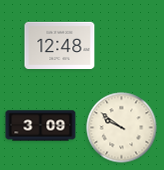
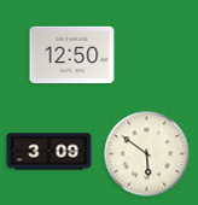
clock at (60, 45): 12:48 -> 12:50
clock at (122, 128): 9:51 -> 5:51
